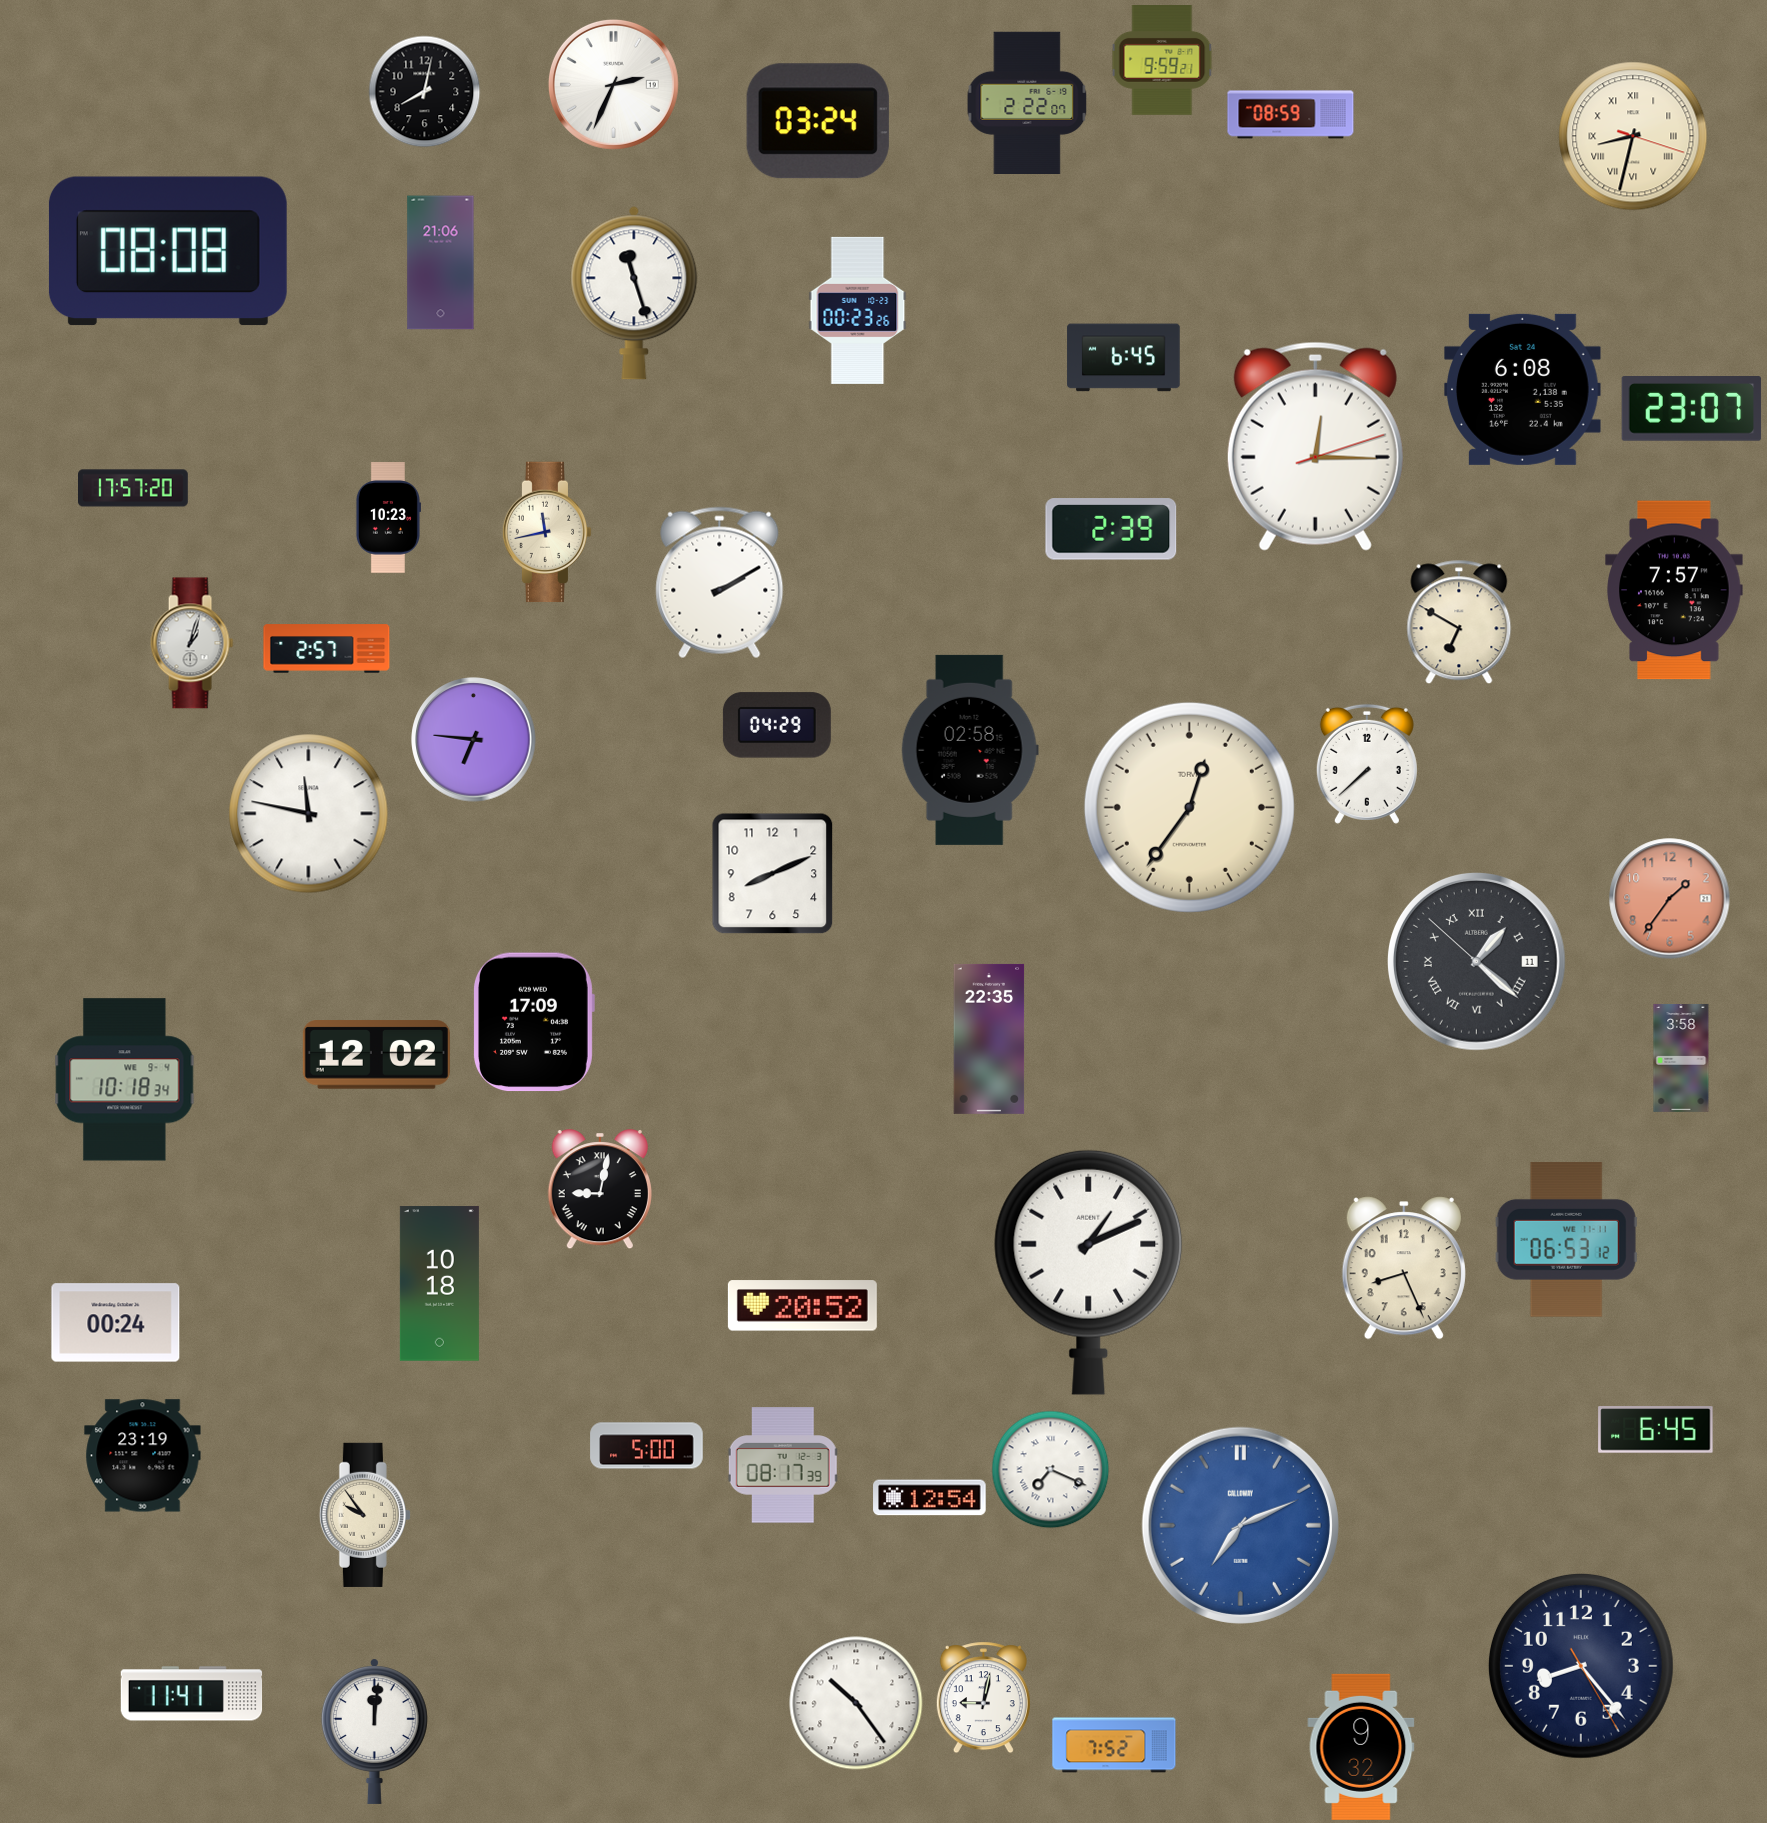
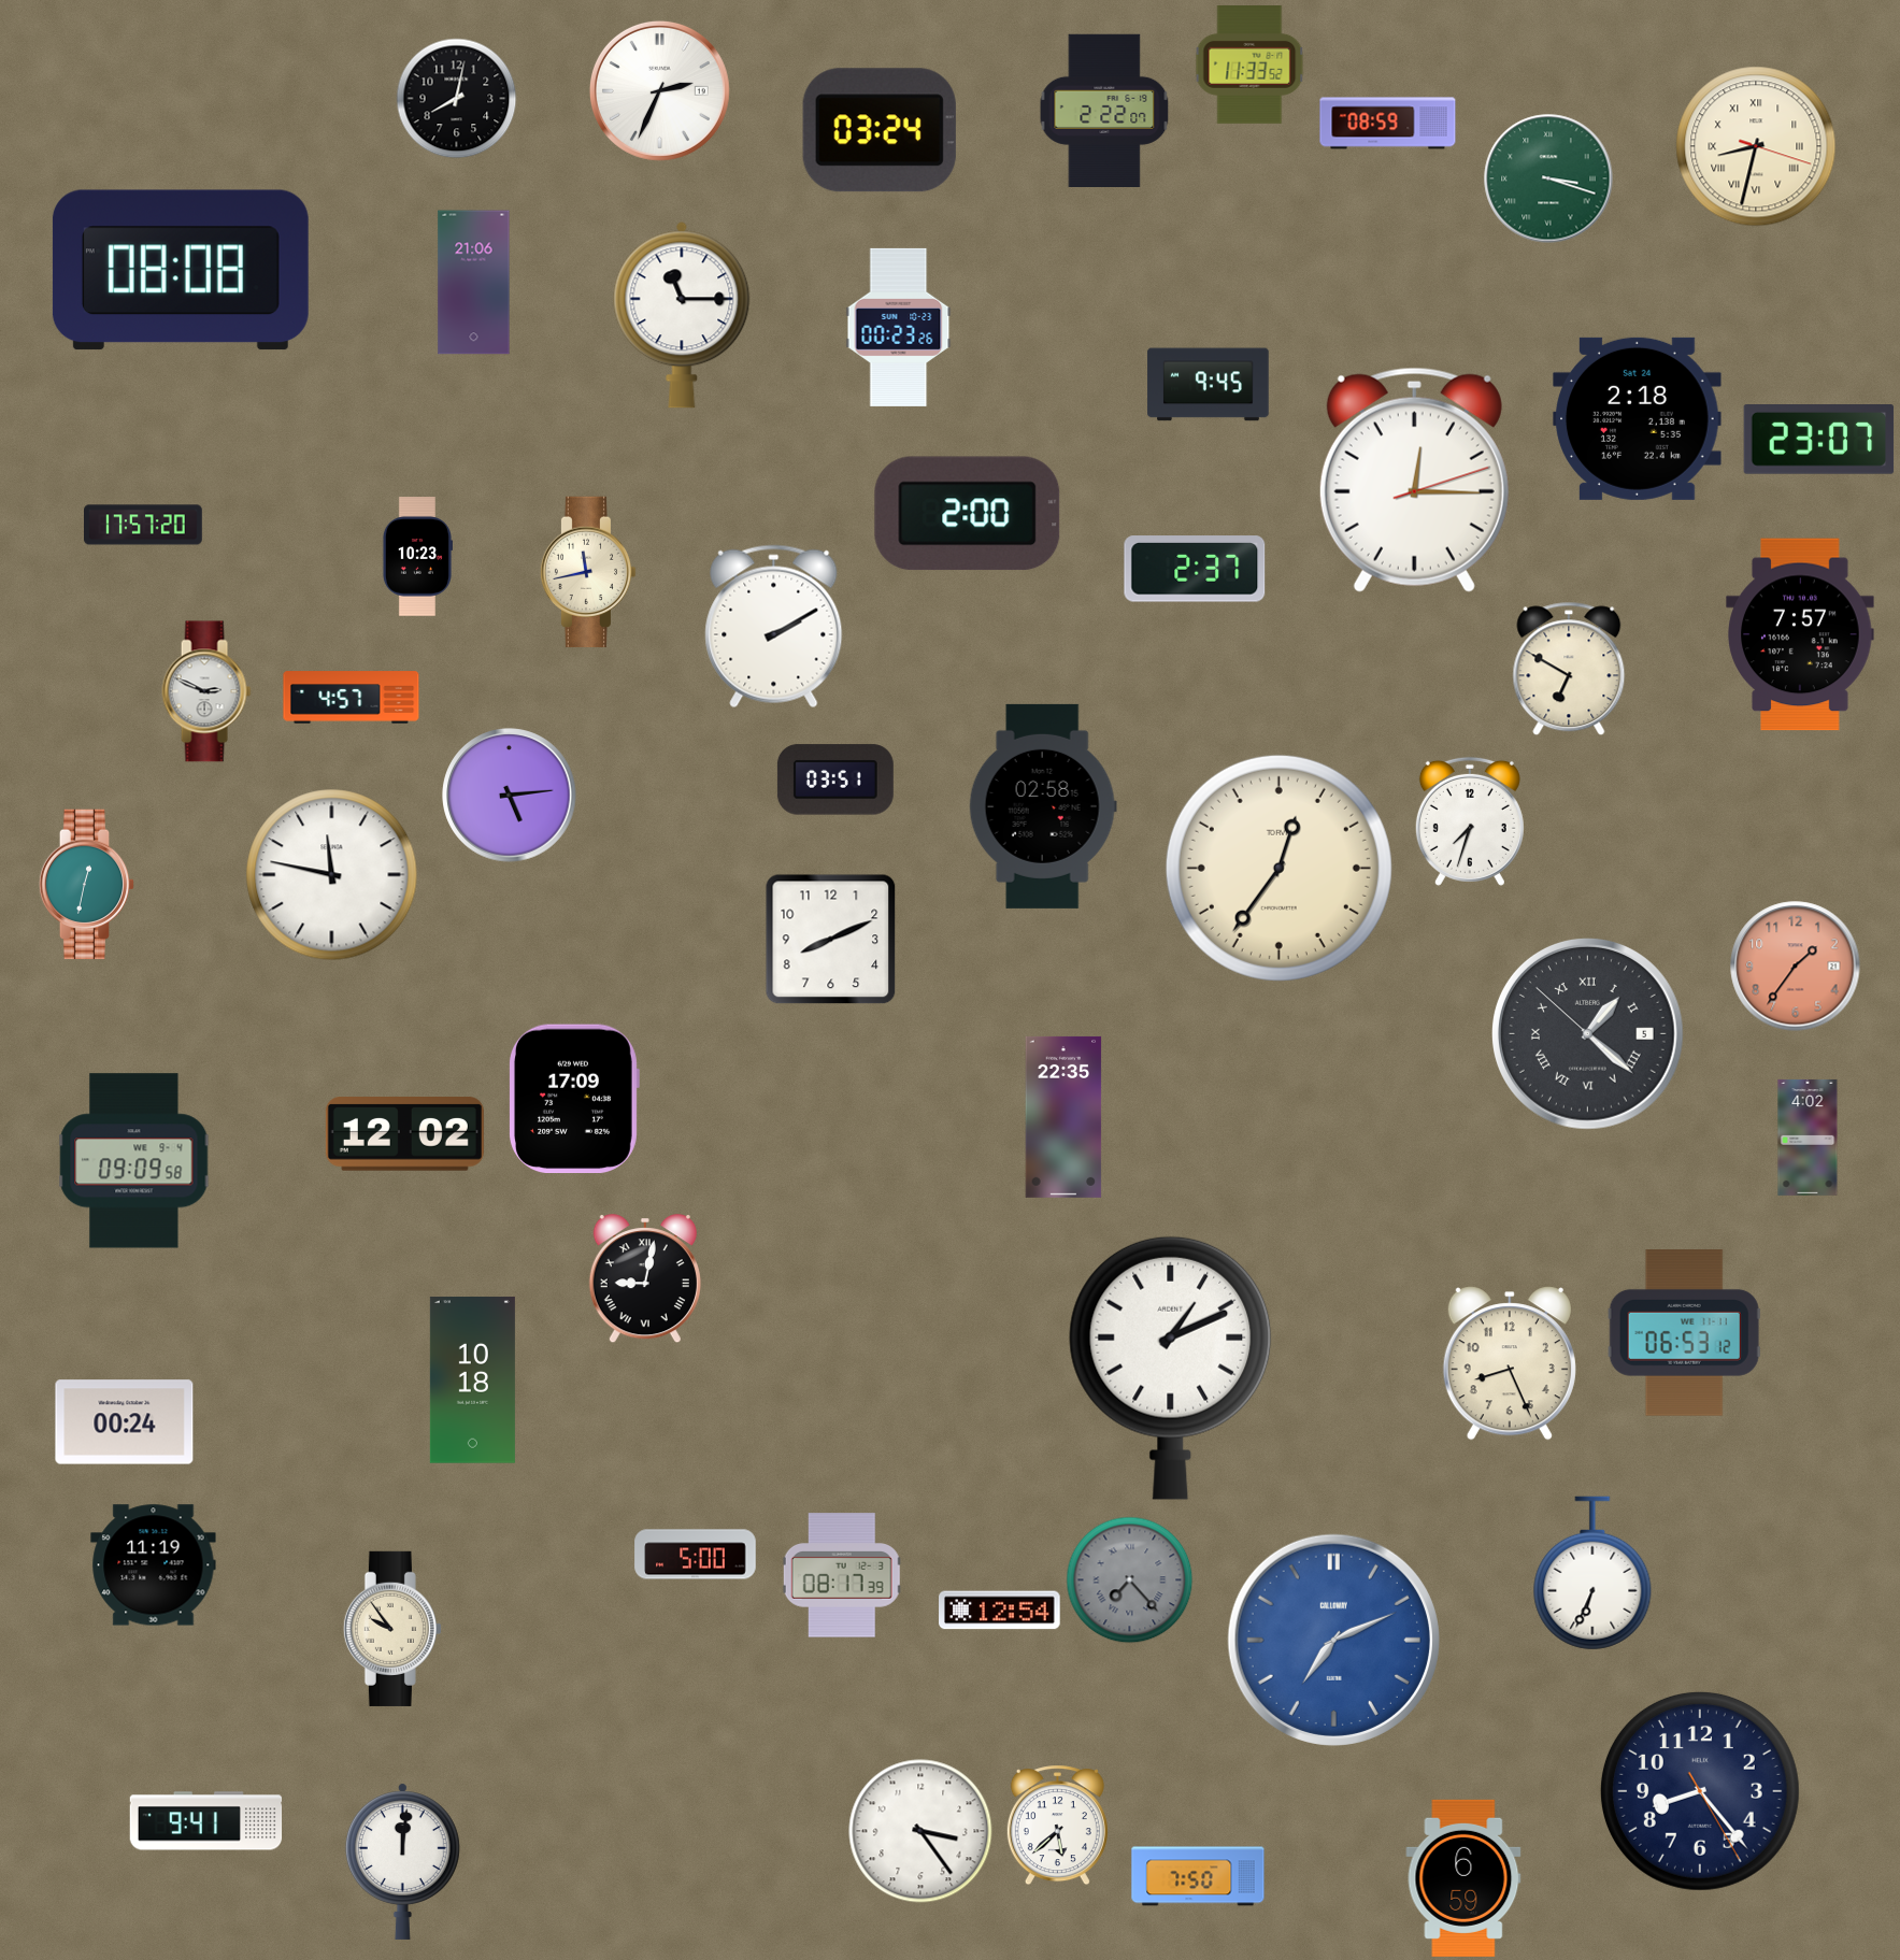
clock at (1162, 61): 9:59 -> 11:33
clock at (1548, 178): none -> 3:18
clock at (634, 293): 11:27 -> 11:15
clock at (858, 310) position: (858, 310) -> (899, 327)
clock at (1124, 358): 6:45 -> 9:45
clock at (1523, 389): 6:08 -> 2:18
clock at (968, 514): none -> 2:00
clock at (1111, 529): 2:39 -> 2:37
clock at (192, 643): 1:03 -> 2:49
clock at (327, 649): 2:57 -> 4:57
clock at (777, 725): 04:29 -> 03:51
clock at (474, 740): 6:46 -> 5:14
clock at (1367, 764): 7:38 -> 7:33
clock at (87, 885): none -> 12:32
clock at (1477, 962) date: 11 -> 5
clock at (1681, 1058): 3:58 -> 4:02
clock at (125, 1080): 10:18 -> 09:09
clock at (802, 1306): 20:52 -> none
clock at (1656, 1430): 6:45 -> none
clock at (143, 1456): 23:19 -> 11:19
clock at (1592, 1573): none -> 6:34
clock at (1051, 1470): 7:19 -> 7:23
clock at (1051, 1470) dial: white -> grey
clock at (192, 1694): 11:41 -> 9:41
clock at (983, 1698): 9:02 -> 5:38
clock at (856, 1703): 10:24 -> 3:24
clock at (1114, 1745): 7:52 -> 7:50
clock at (1361, 1747): 9:32 -> 6:59
